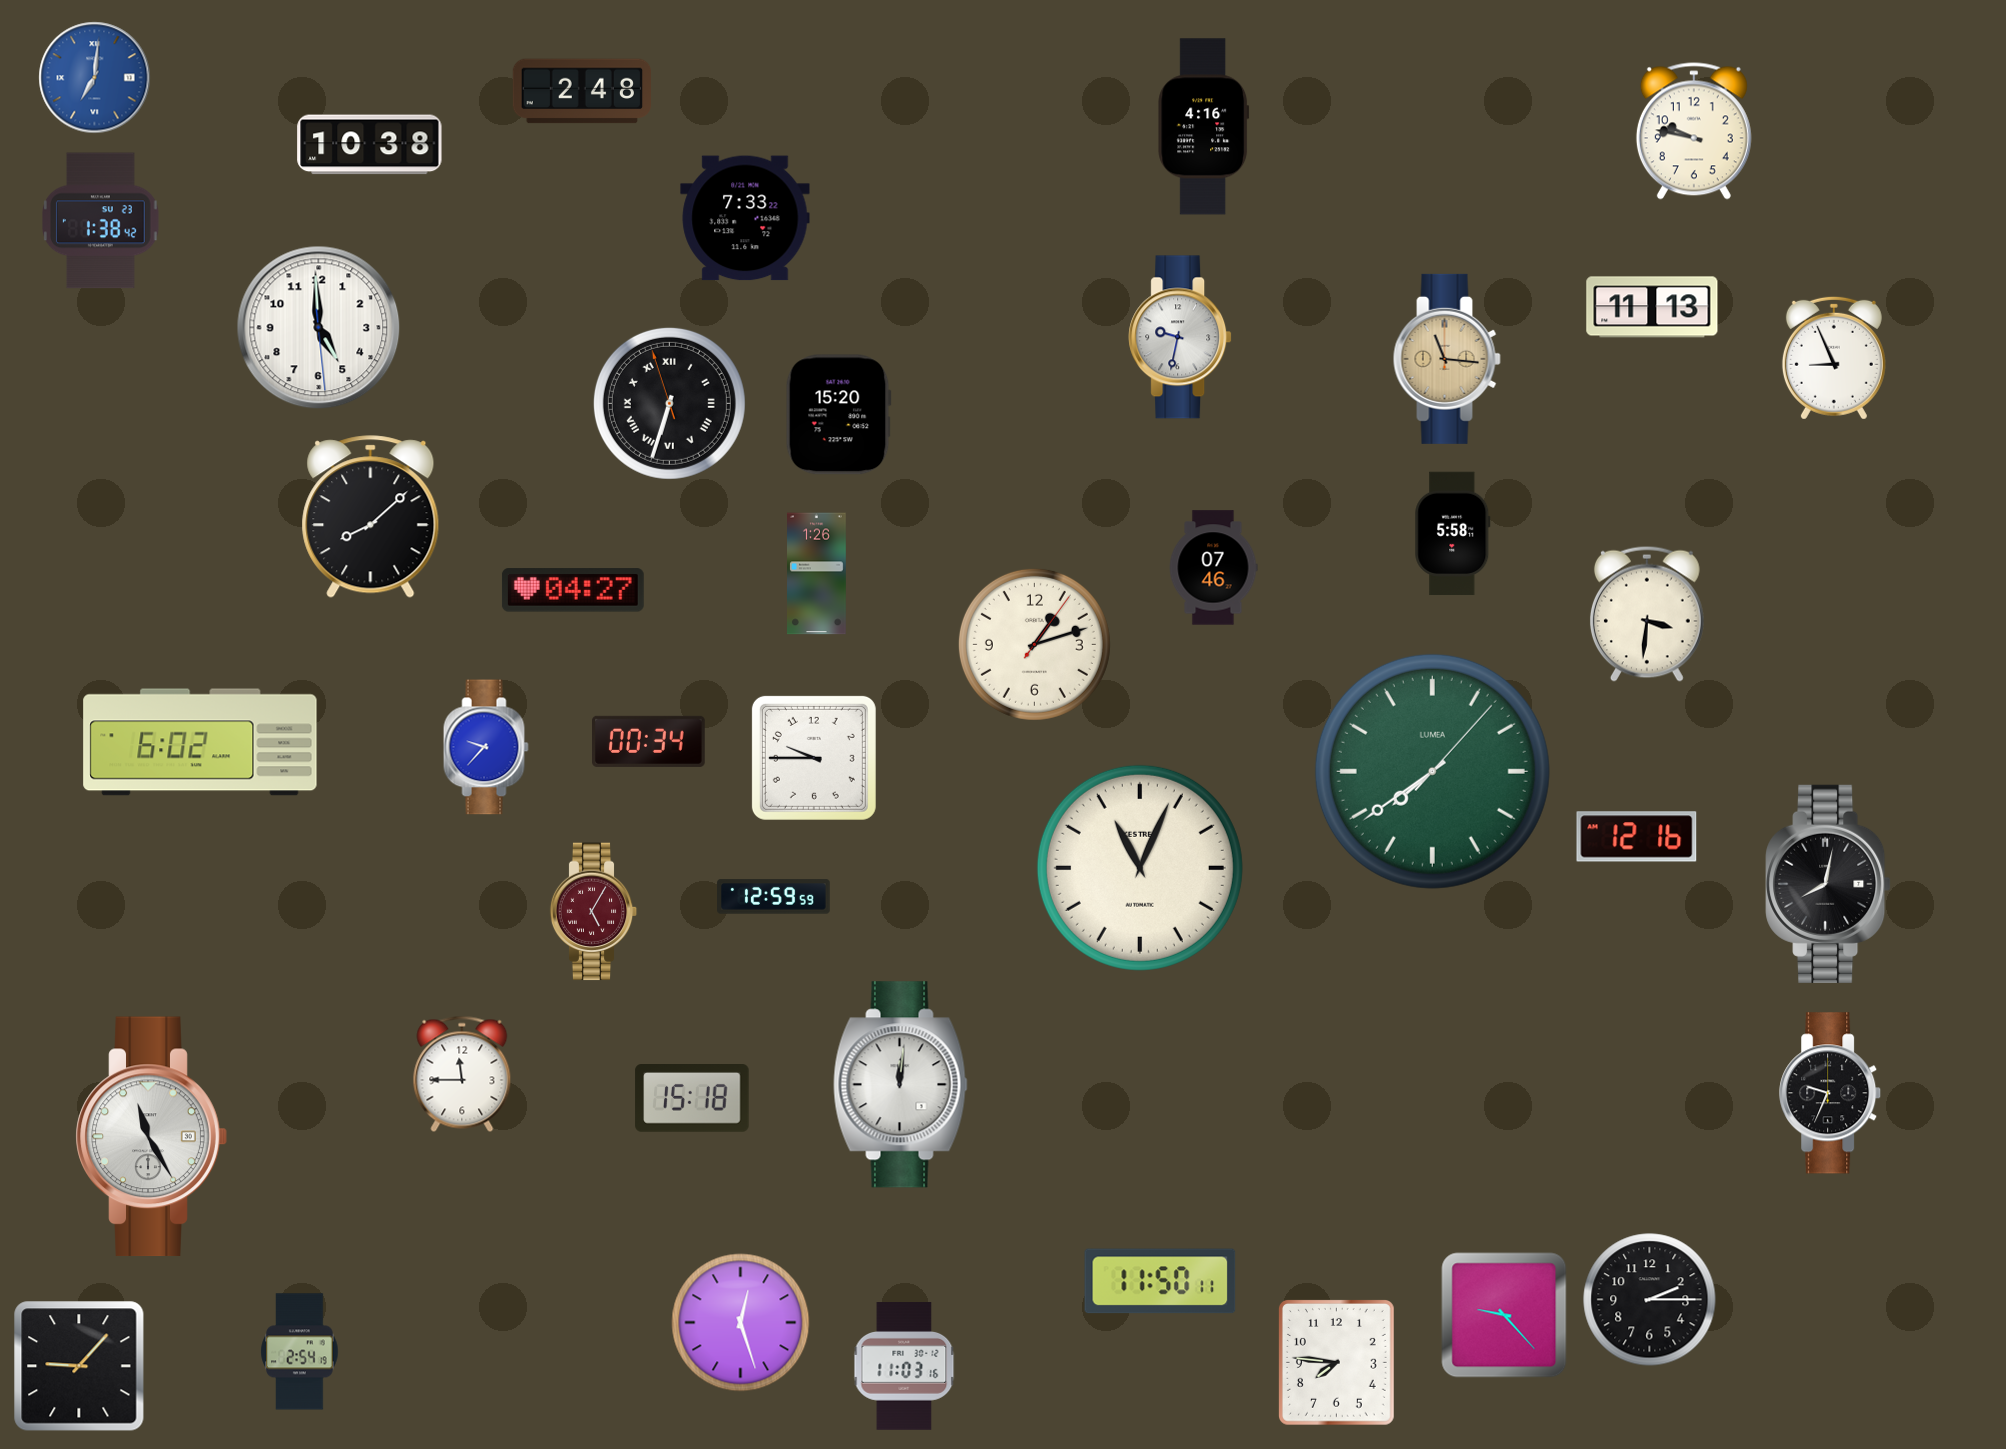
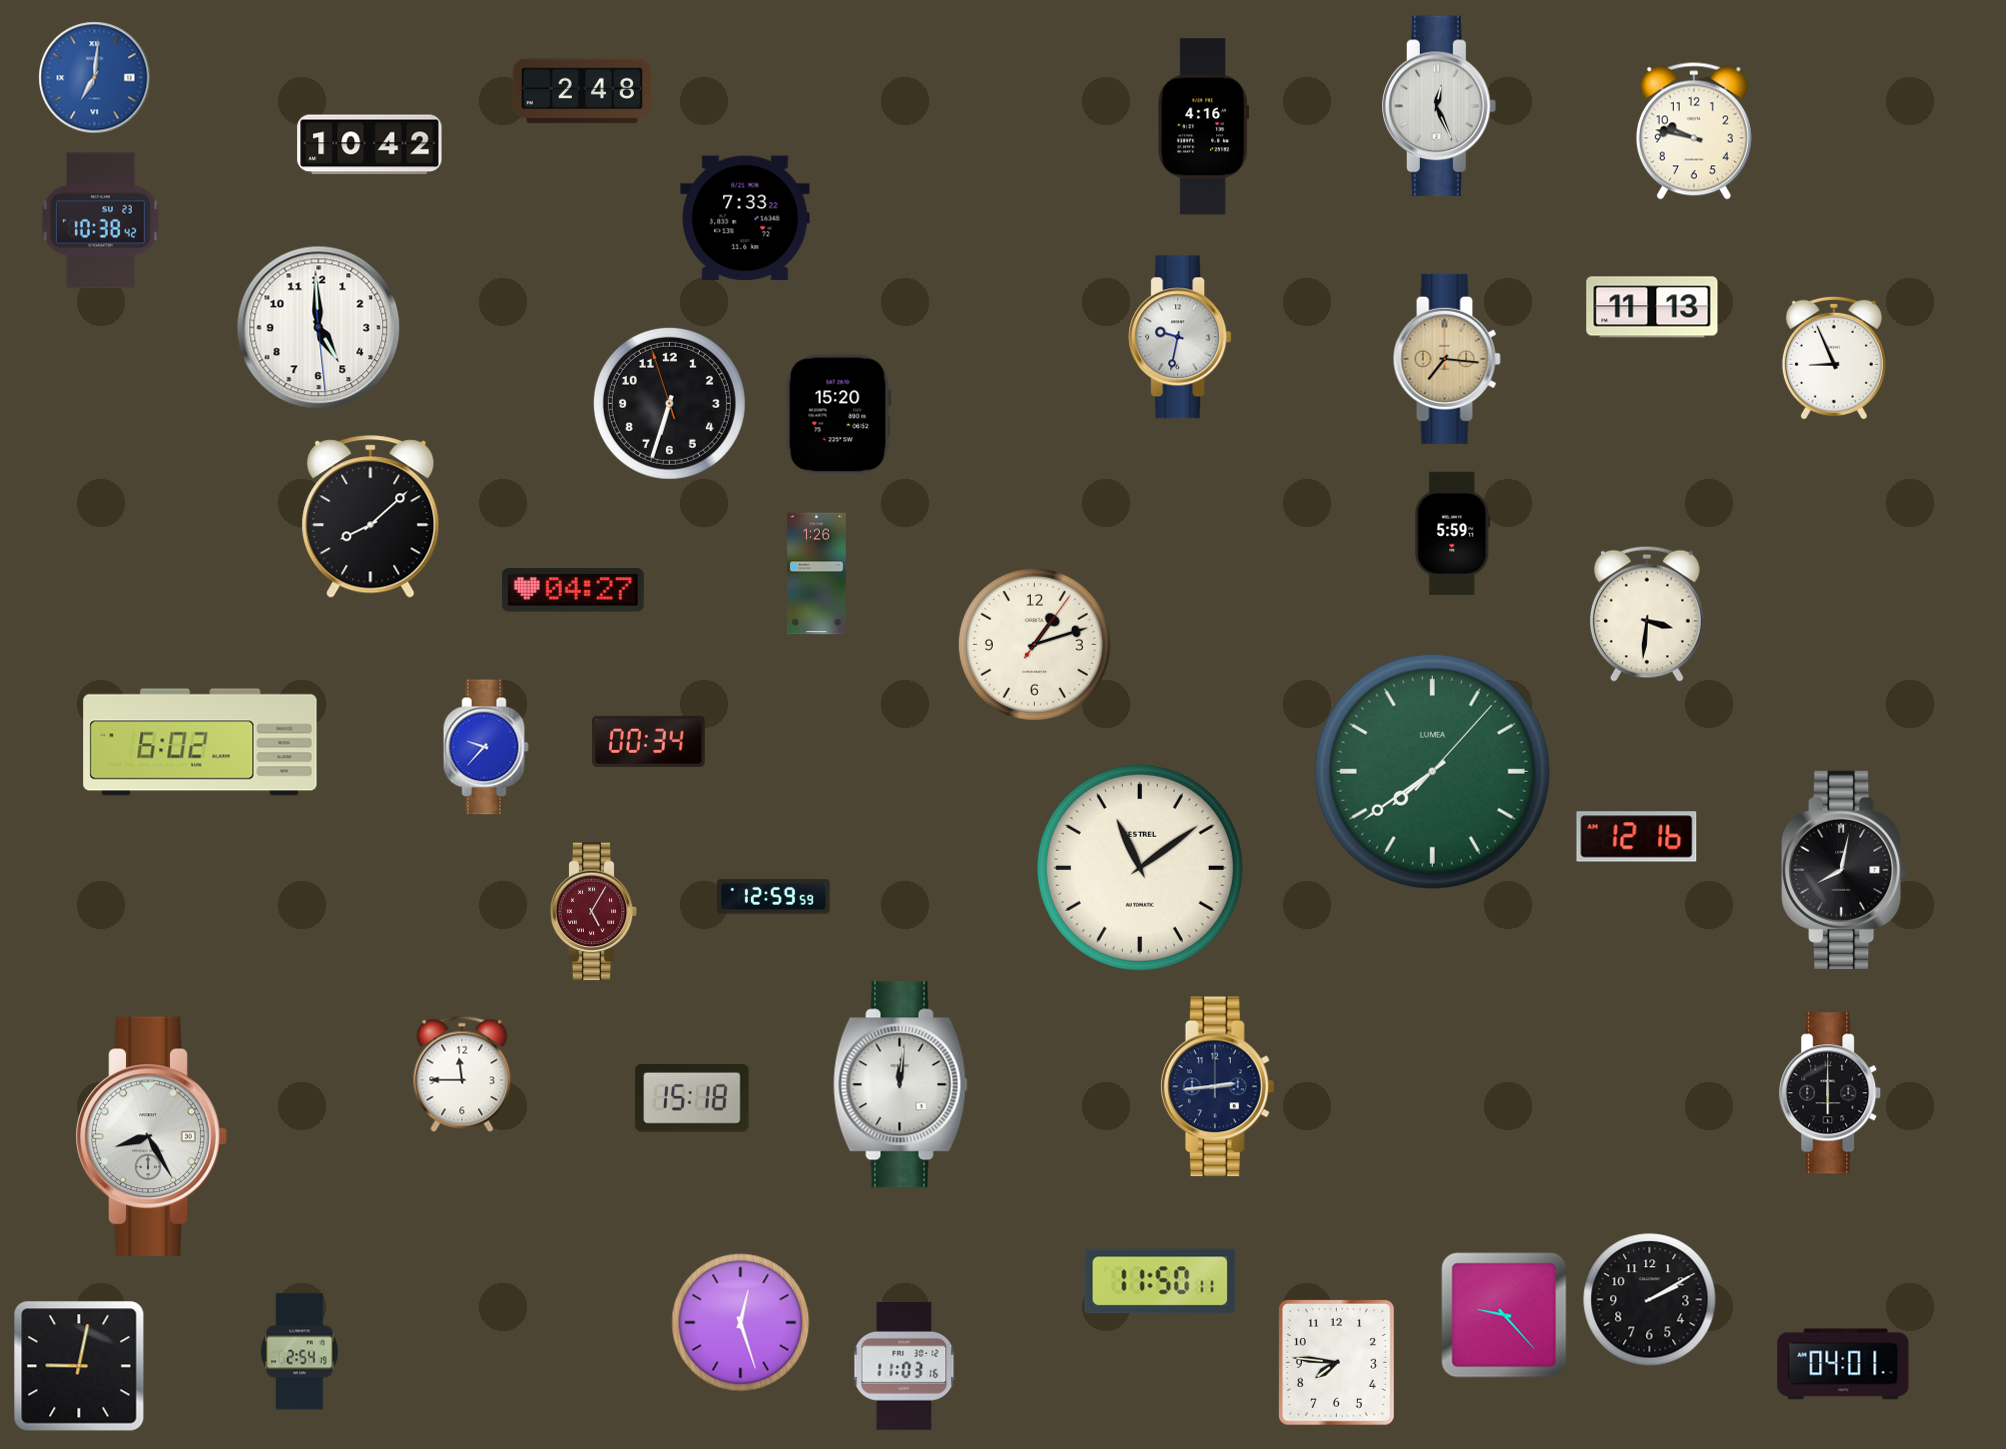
clock at (1440, 106): none -> 12:26
clock at (370, 145): 10:38 -> 10:42
clock at (101, 221): 1:38 -> 10:38
clock at (1447, 359): 11:16 -> 7:16
clock at (669, 403) numerals: Roman -> Arabic
clock at (1453, 534): 5:58 -> 5:59
clock at (1213, 568): 07:46 -> none
clock at (814, 758): 9:45 -> none
clock at (1140, 868): 11:04 -> 11:09
clock at (1828, 884) position: (1828, 884) -> (1844, 870)
clock at (1217, 1087): none -> 2:44
clock at (1831, 1093): 9:34 -> 6:00
clock at (151, 1137): 11:25 -> 8:25
clock at (1650, 1300): 2:15 -> 2:10
clock at (1843, 1364): none -> 04:01
clock at (79, 1366): 9:07 -> 9:02
